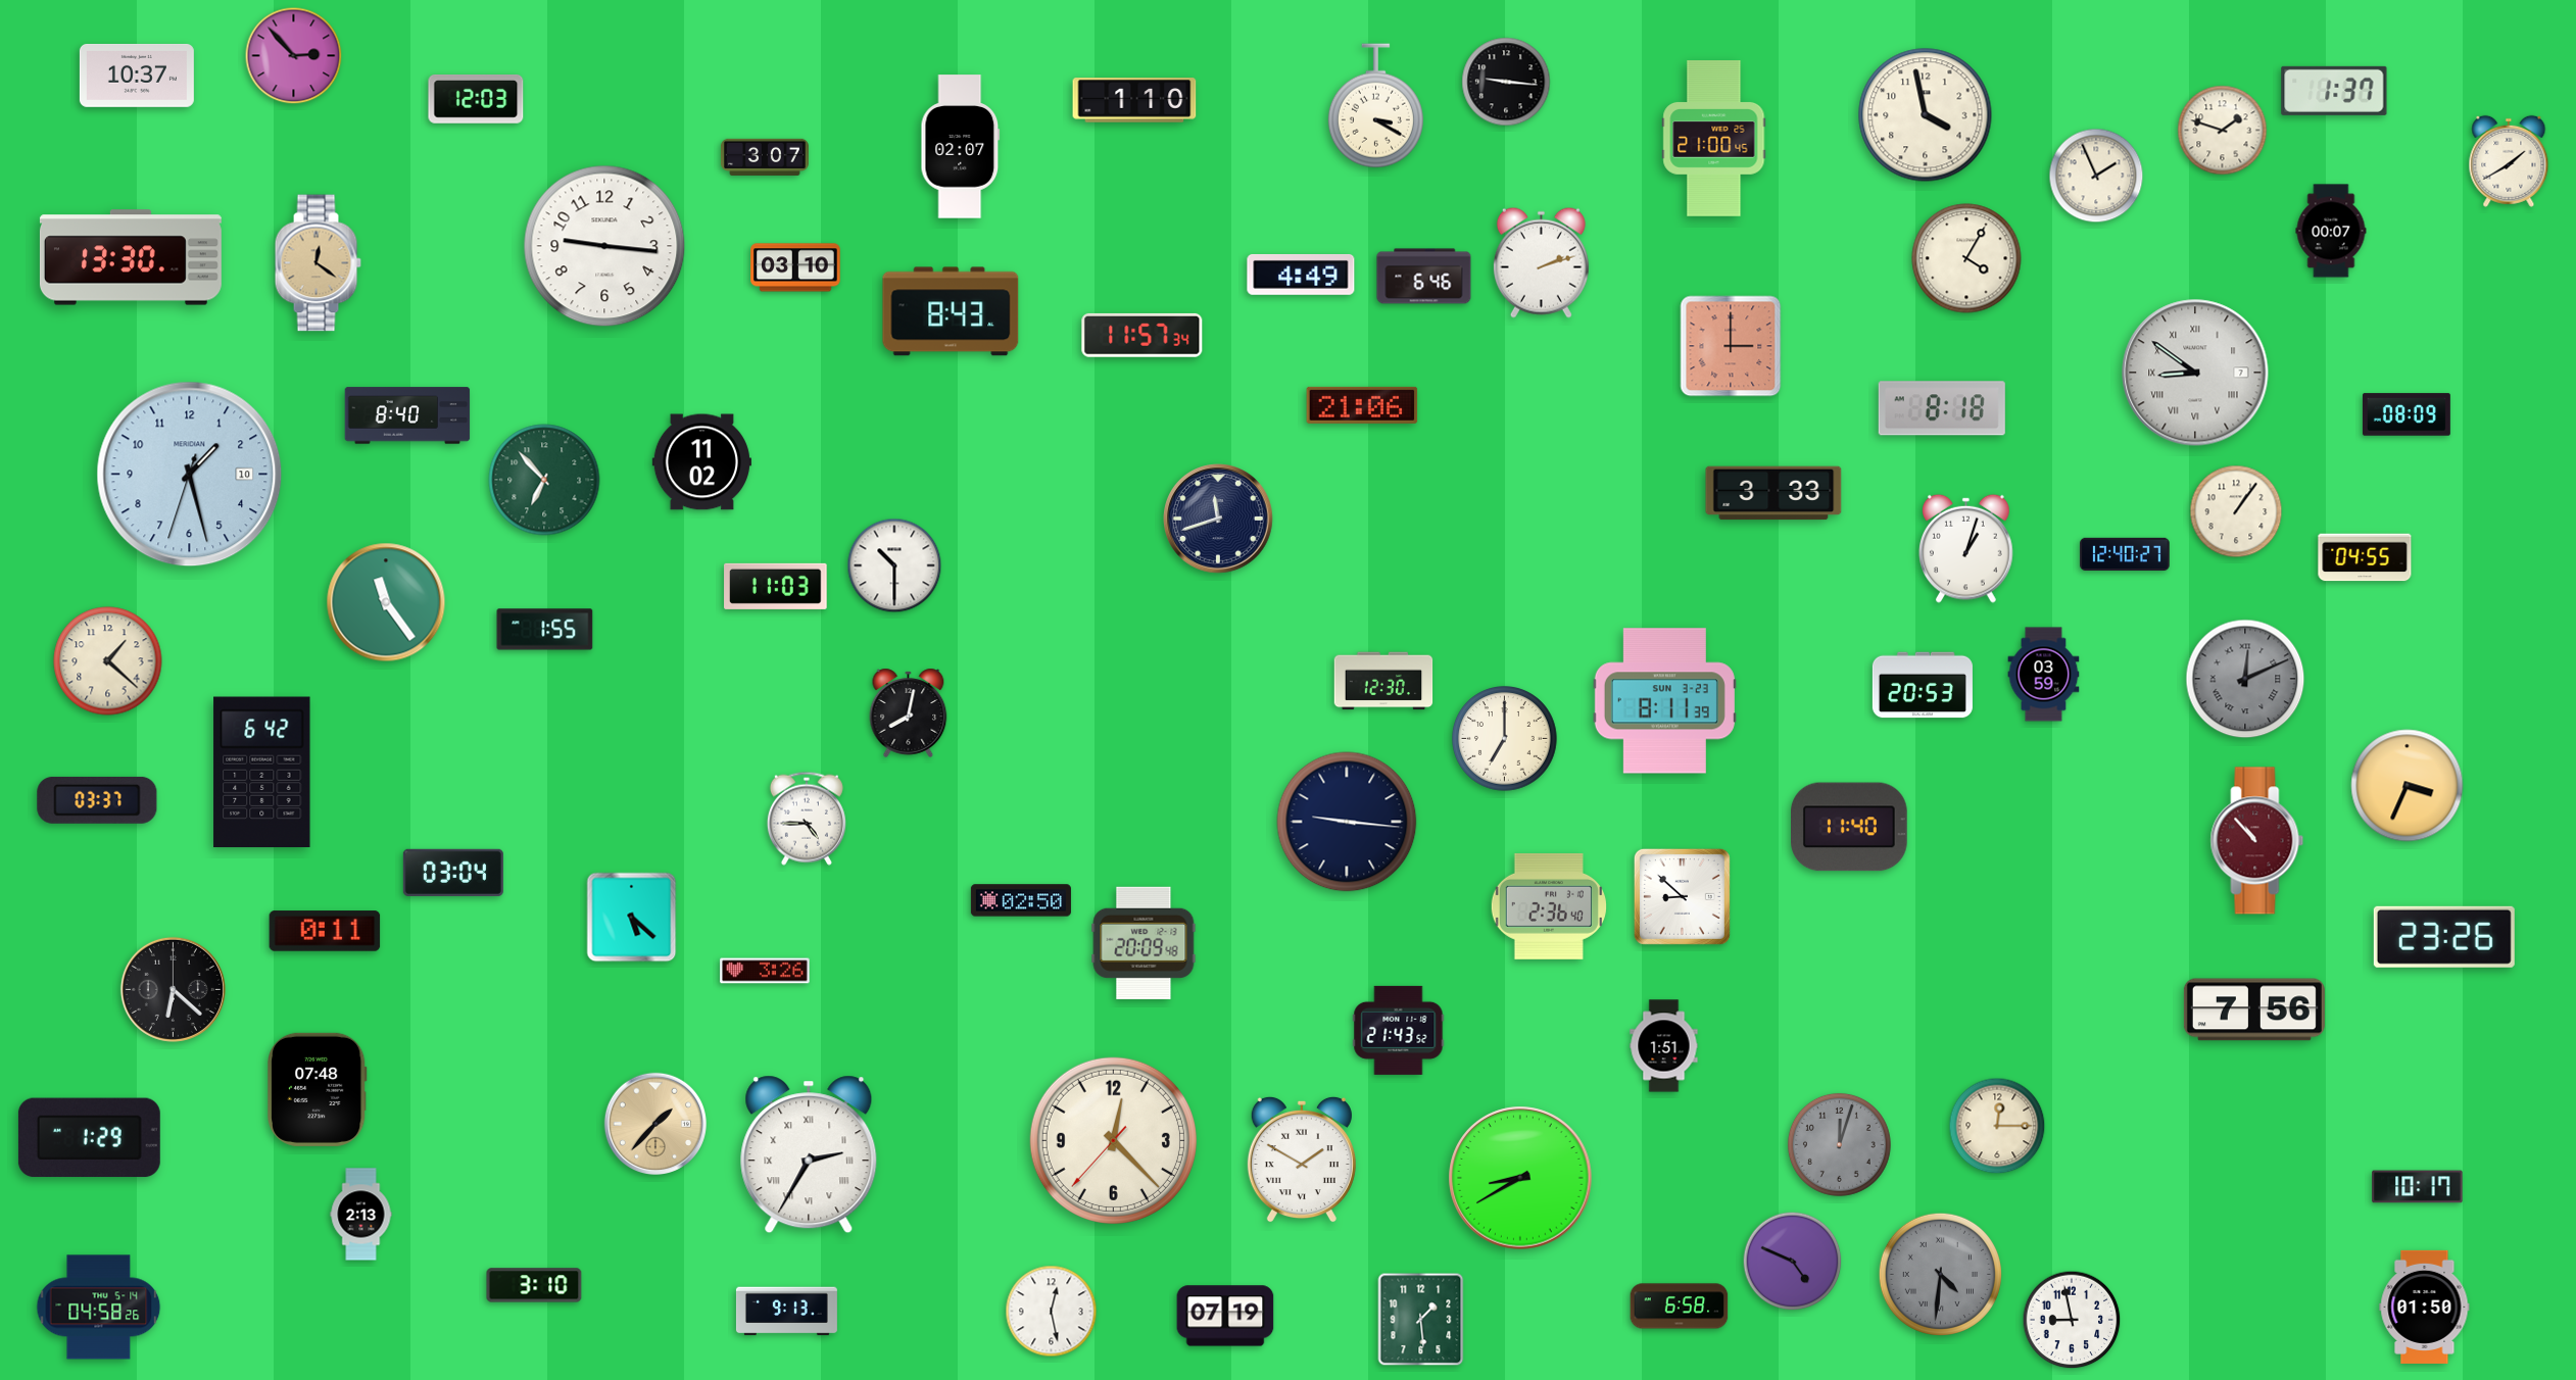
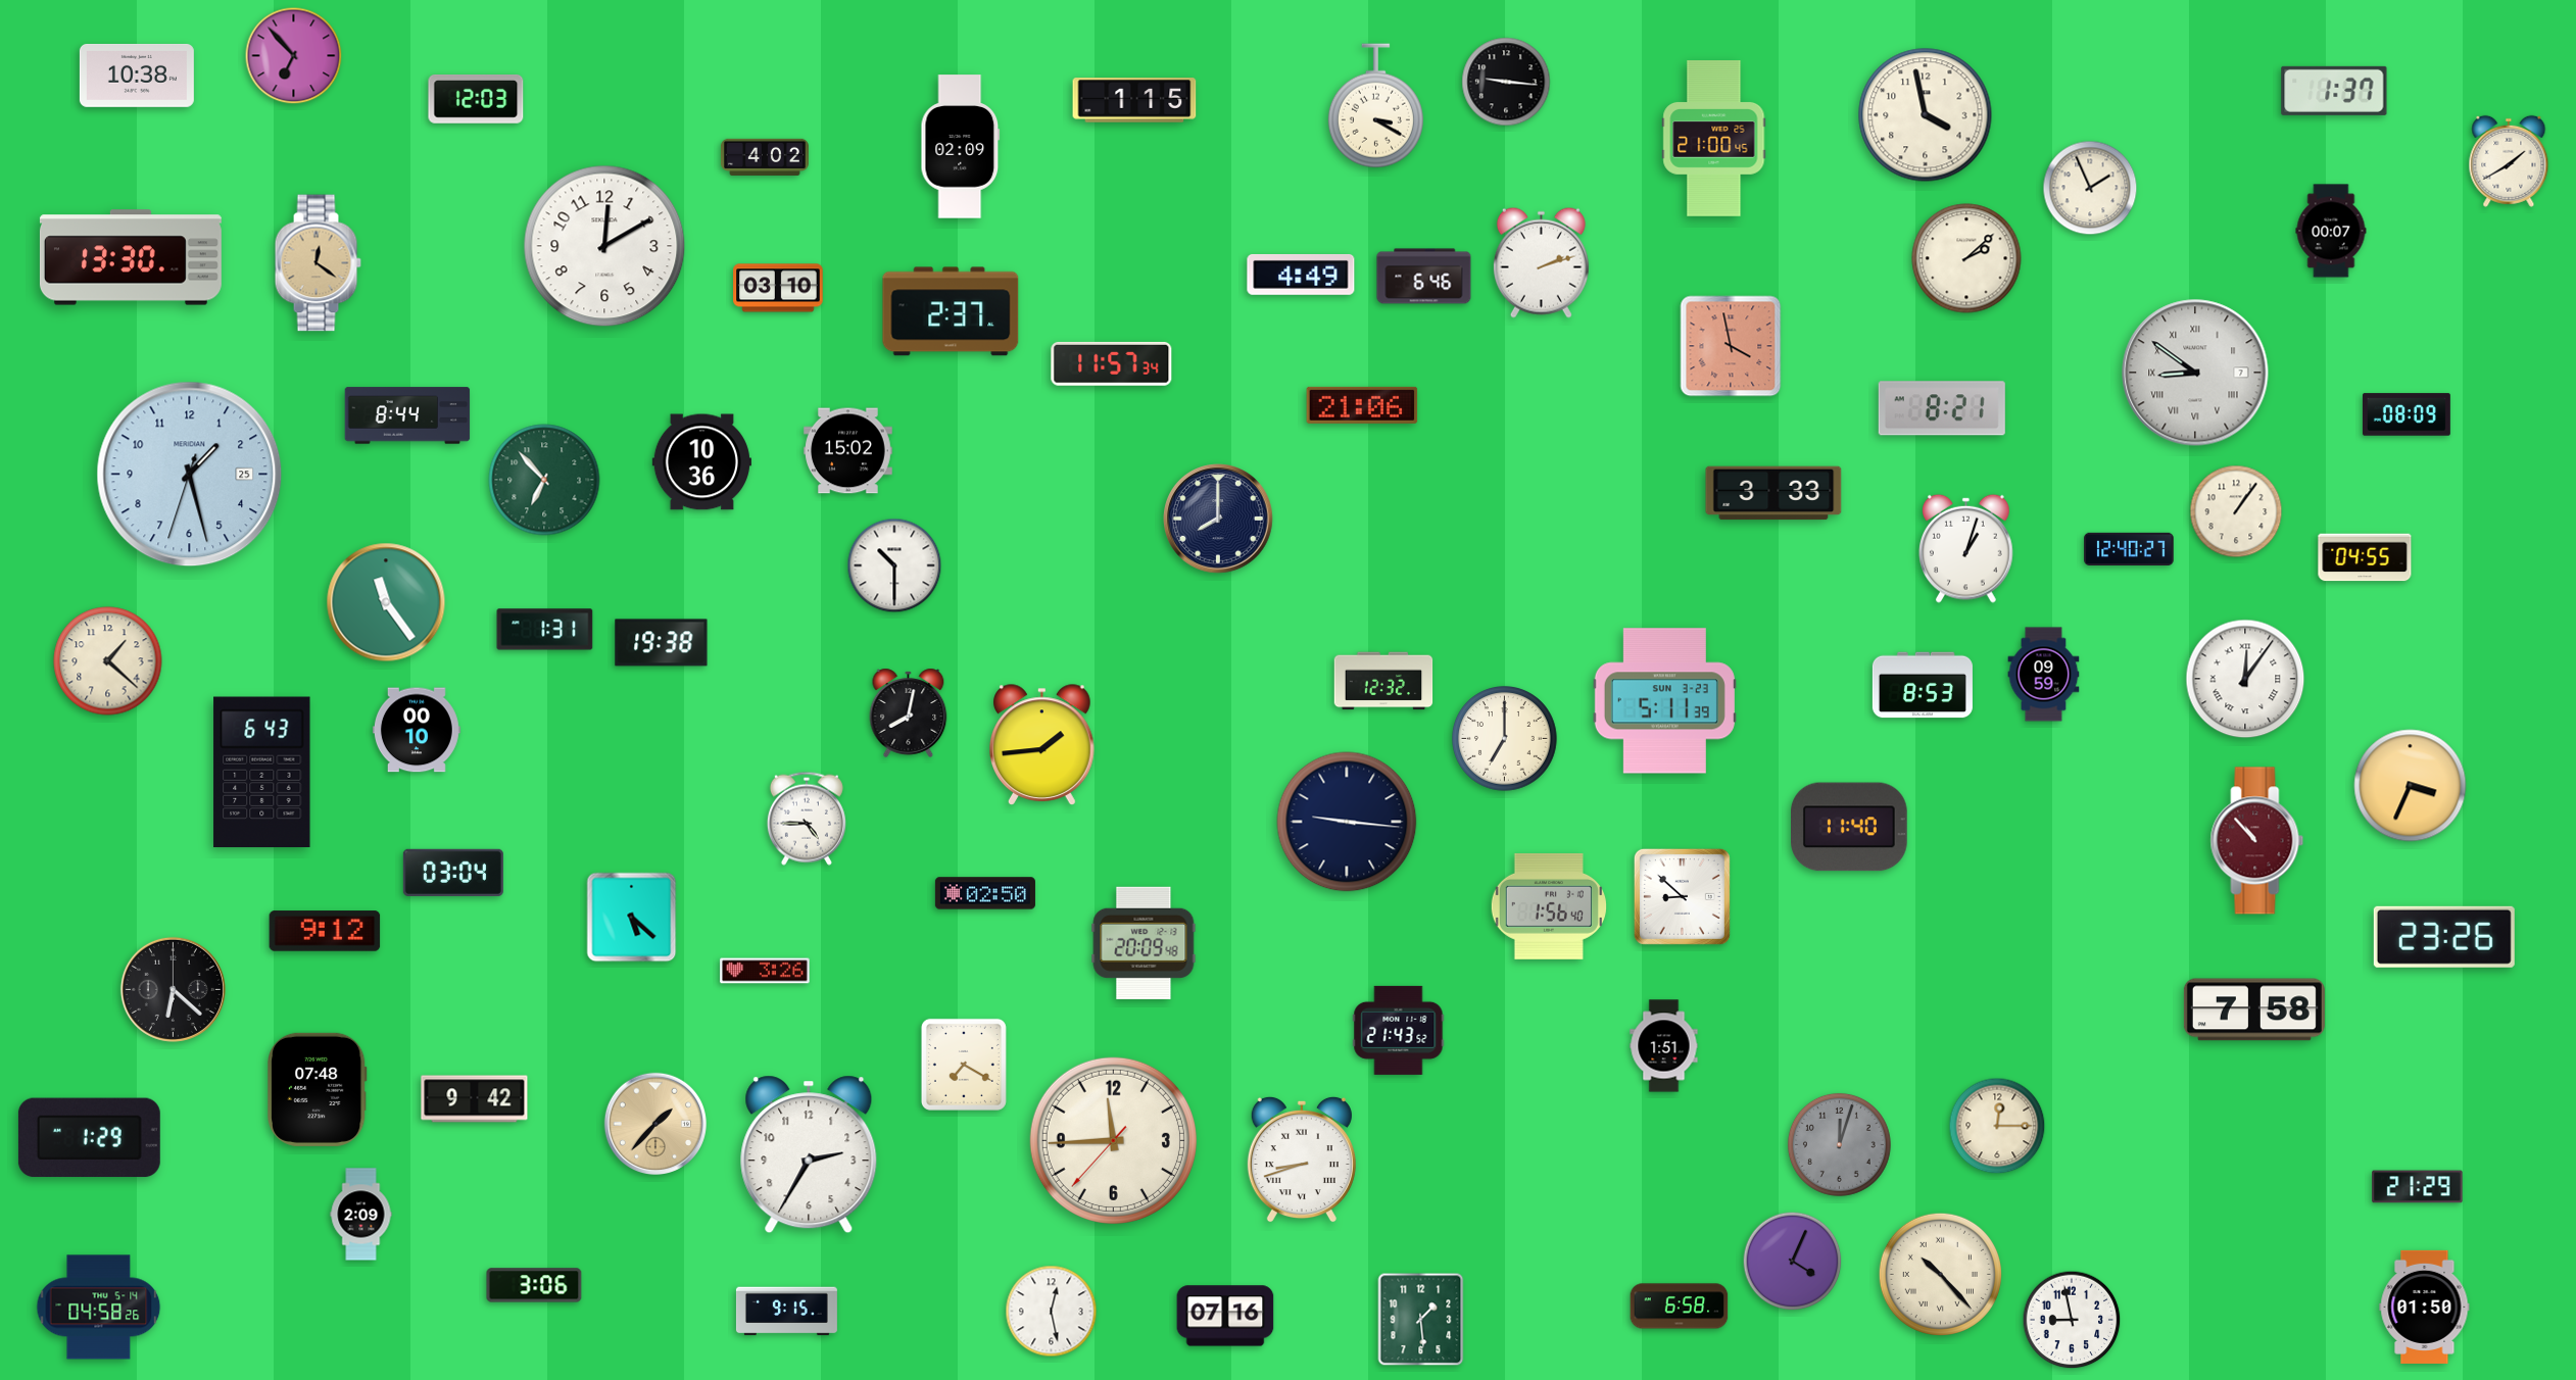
clock at (294, 56): 2:53 -> 6:53
clock at (137, 76): 10:37 -> 10:38
clock at (1134, 100): 1:10 -> 1:15
clock at (2223, 131): 1:48 -> none
clock at (961, 147): 02:07 -> 02:09
clock at (765, 157): 3:07 -> 4:02
clock at (2096, 176) position: (2096, 176) -> (2090, 188)
clock at (604, 246): 9:16 -> 12:10
clock at (1966, 258): 4:05 -> 2:08
clock at (795, 267) position: (795, 267) -> (778, 288)
clock at (951, 311): 8:43 -> 2:37
clock at (1143, 335) position: (1143, 335) -> (1112, 363)
clock at (1731, 346): 3:00 -> 3:58
clock at (1942, 408): 8:18 -> 8:21
clock at (407, 415): 8:40 -> 8:44
clock at (848, 451): none -> 15:02
clock at (701, 462): 11:02 -> 10:36
clock at (190, 475) date: 10 -> 25
clock at (1219, 520): 11:42 -> 8:00
clock at (2125, 553) position: (2125, 553) -> (2129, 548)
clock at (776, 586): 11:03 -> none
clock at (545, 630): 1:55 -> 1:31
clock at (662, 643): none -> 19:38
clock at (2044, 675): 03:59 -> 09:59
clock at (2245, 679): 12:11 -> 12:06
clock at (2245, 679) dial: grey -> white
clock at (1383, 681): 12:30 -> 12:32
clock at (1923, 685): 20:53 -> 8:53
clock at (1664, 701): 8:11 -> 5:11
clock at (417, 730): none -> 00:10
clock at (1042, 745): none -> 1:44
clock at (262, 773): 6:42 -> 6:43
clock at (2408, 786) position: (2408, 786) -> (2411, 786)
clock at (97, 800): 03:37 -> none
clock at (1021, 900) position: (1021, 900) -> (985, 893)
clock at (1549, 906): 2:36 -> 1:56
clock at (325, 931): 0:11 -> 9:12
clock at (2254, 1009): 7:56 -> 7:58
clock at (964, 1065): none -> 7:20
clock at (475, 1099): none -> 9:42
clock at (1113, 1140): 12:22 -> 11:44
clock at (809, 1154) numerals: Roman -> Arabic
clock at (1302, 1160): 1:50 -> 8:42
clock at (1520, 1178): 8:40 -> none
clock at (2418, 1187): 10:17 -> 21:29
clock at (361, 1215): 2:13 -> 2:09
clock at (1793, 1262): 4:49 -> 4:04
clock at (1940, 1274): 4:31 -> 10:23
clock at (1940, 1274) dial: grey -> cream
clock at (534, 1285): 3:10 -> 3:06
clock at (786, 1312): 9:13 -> 9:15
clock at (1225, 1316): 07:19 -> 07:16
